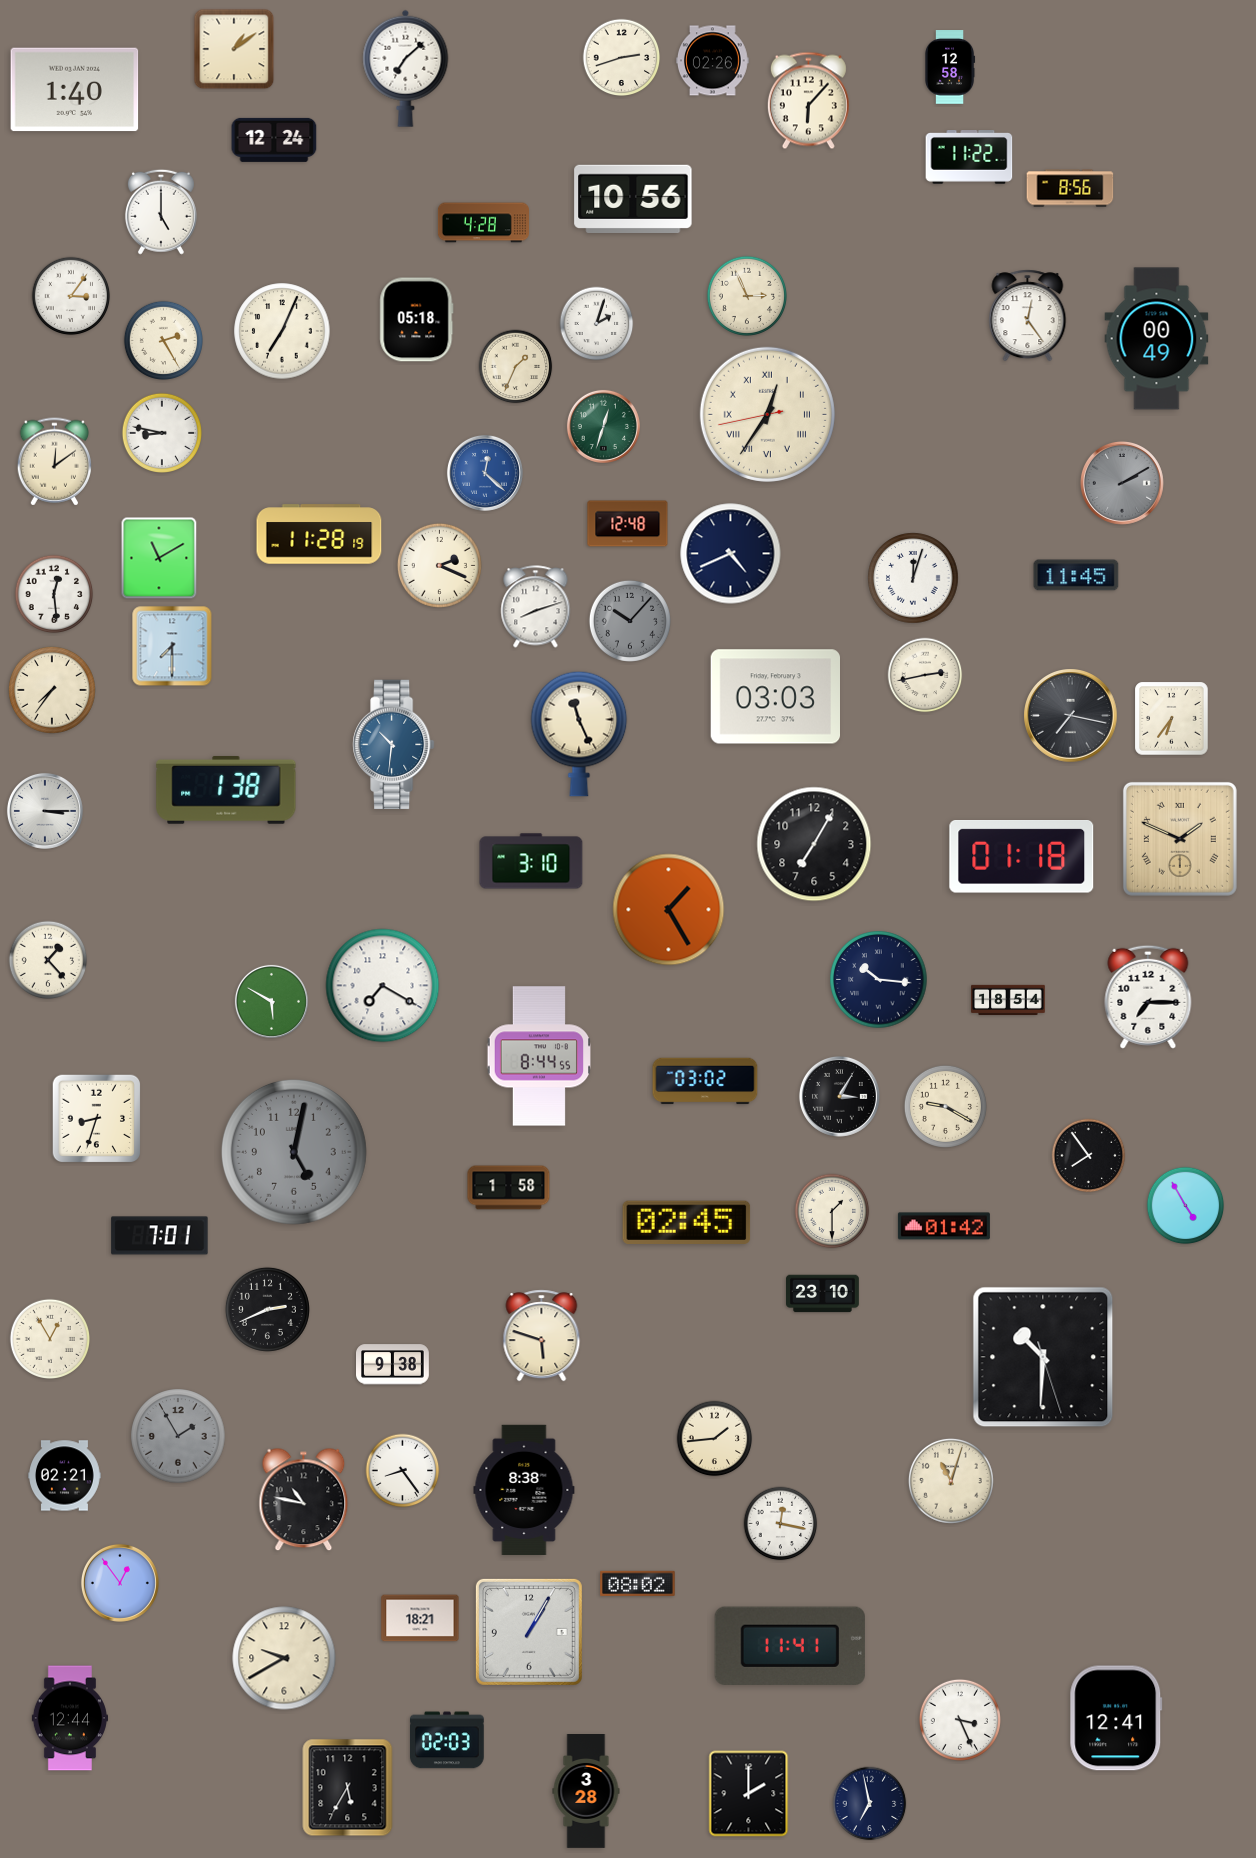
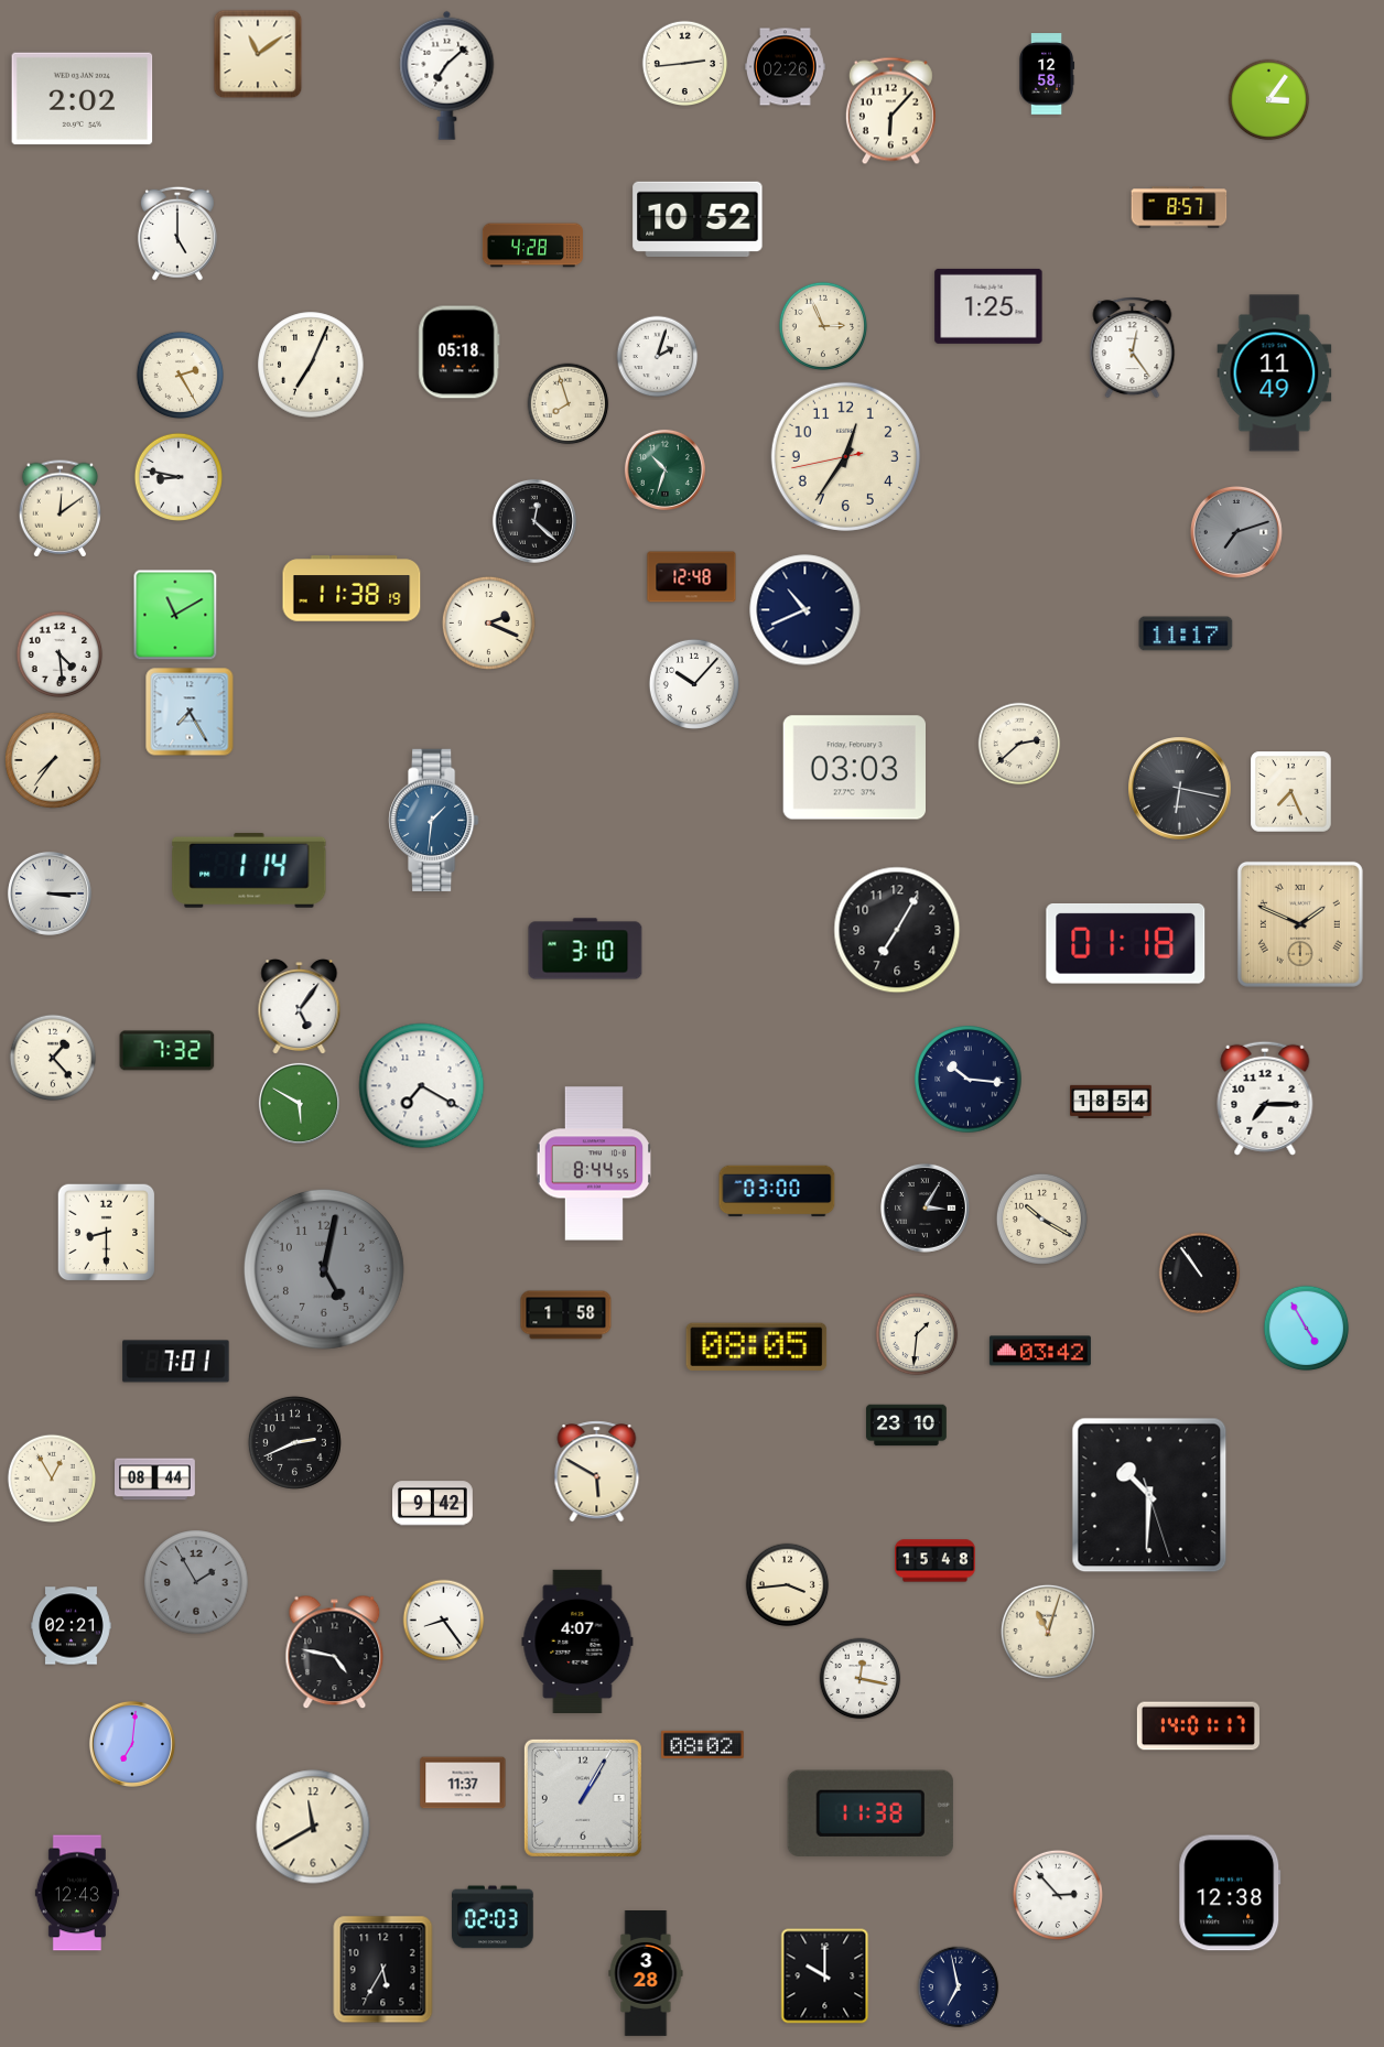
clock at (234, 49): 1:09 -> 11:09
clock at (622, 58): 2:42 -> 2:44
clock at (75, 90): 1:40 -> 2:02
clock at (1269, 100): none -> 3:06
clock at (274, 140): 12:24 -> none
clock at (969, 157): 11:22 -> none
clock at (1070, 188): 8:56 -> 8:57
clock at (633, 198): 10:56 -> 10:52
clock at (988, 306): none -> 1:25
clock at (71, 296): 3:06 -> none
clock at (1157, 339): 00:49 -> 11:49
clock at (516, 367): 1:34 -> 7:57
clock at (767, 414) numerals: Roman -> Arabic
clock at (603, 426): 12:33 -> 10:33
clock at (485, 473) dial: blue -> black
clock at (1122, 483): 2:10 -> 7:12
clock at (319, 534): 11:28 -> 11:38
clock at (731, 554): 4:41 -> 10:41
clock at (439, 565) position: (439, 565) -> (488, 622)
clock at (1076, 575): 11:45 -> 11:17
clock at (913, 578): 12:03 -> none
clock at (54, 594): 12:29 -> 4:29
clock at (536, 607): 8:12 -> none
clock at (630, 621) dial: grey -> white
clock at (172, 646): 7:30 -> 7:25
clock at (925, 675): 2:43 -> 2:38
clock at (52, 690) position: (52, 690) -> (53, 760)
clock at (1071, 716): 7:17 -> 6:17
clock at (1172, 719): 6:36 -> 7:26
clock at (579, 734): 11:26 -> none
clock at (394, 745): 10:31 -> 1:31
clock at (226, 790): 1:38 -> 1:14
clock at (669, 910): 1:25 -> none
clock at (300, 1007): none -> 5:06
clock at (167, 1051): none -> 7:32
clock at (705, 1081): 03:02 -> 03:00
clock at (945, 1106): 9:20 -> 10:20
clock at (97, 1119): 8:33 -> 8:30
clock at (1089, 1156): 7:54 -> 10:54
clock at (509, 1188) position: (509, 1188) -> (566, 1315)
clock at (832, 1211): 1:30 -> 1:31
clock at (687, 1222): 02:45 -> 08:05
clock at (944, 1226): 01:42 -> 03:42
clock at (542, 1336): 5:48 -> 5:50
clock at (49, 1338) position: (49, 1338) -> (51, 1477)
clock at (155, 1480): none -> 08:44
clock at (393, 1365): 9:38 -> 9:42
clock at (936, 1561): none -> 15:48
clock at (715, 1439): 1:44 -> 3:44
clock at (524, 1489): 8:38 -> 4:07
clock at (304, 1500): 10:47 -> 4:47
clock at (1198, 1726): none -> 14:01
clock at (120, 1583): 12:54 -> 7:01
clock at (420, 1618): 18:21 -> 11:37
clock at (790, 1646): 11:41 -> 11:38
clock at (284, 1658): 9:40 -> 11:40
clock at (69, 1718): 12:44 -> 12:43
clock at (1116, 1718): 12:41 -> 12:38
clock at (960, 1720): 3:26 -> 2:53
clock at (749, 1794): 2:00 -> 10:00
